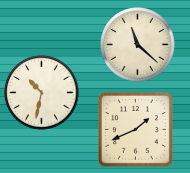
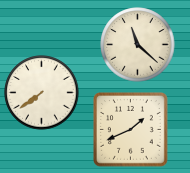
clock at (42, 93): 10:32 -> 7:39
clock at (136, 130) position: (136, 130) -> (131, 130)
